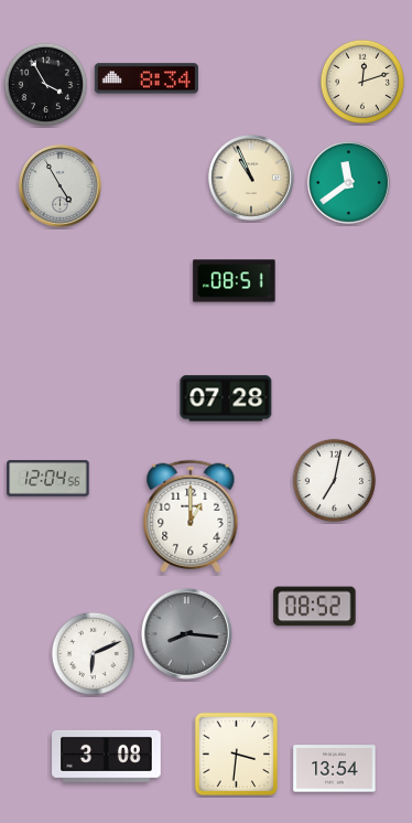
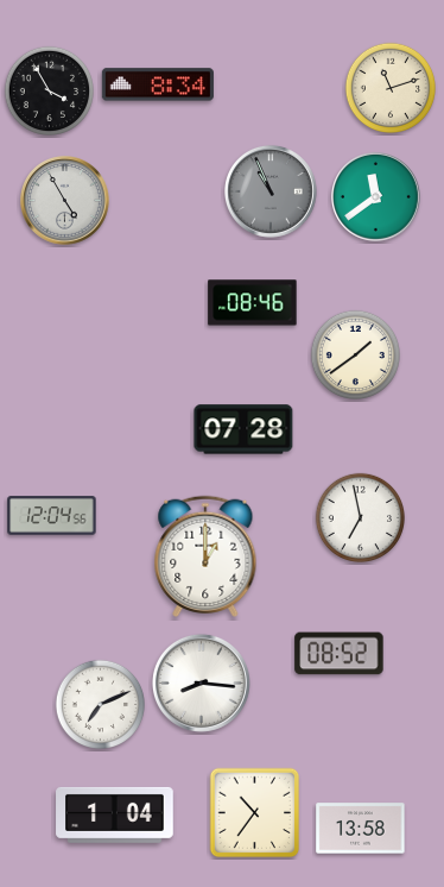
clock at (361, 81): 12:12 -> 11:12
clock at (251, 178) dial: cream -> grey
clock at (235, 281): 08:51 -> 08:46
clock at (355, 354): none -> 1:39
clock at (334, 480): 7:02 -> 6:58
clock at (186, 633) dial: grey -> white
clock at (93, 653): 6:11 -> 7:11
clock at (237, 755): 3:31 -> 10:36
clock at (107, 756): 3:08 -> 1:04
clock at (335, 769): 13:54 -> 13:58
